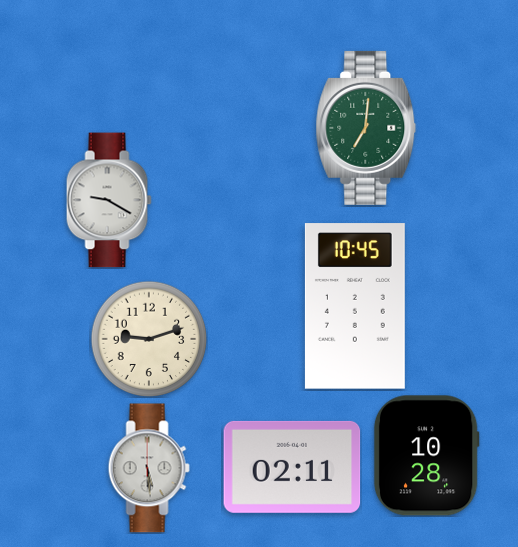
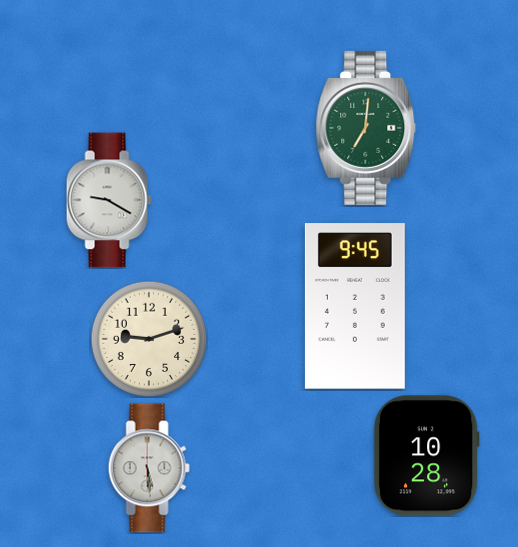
clock at (355, 306): 10:45 -> 9:45
clock at (292, 467): 02:11 -> none
